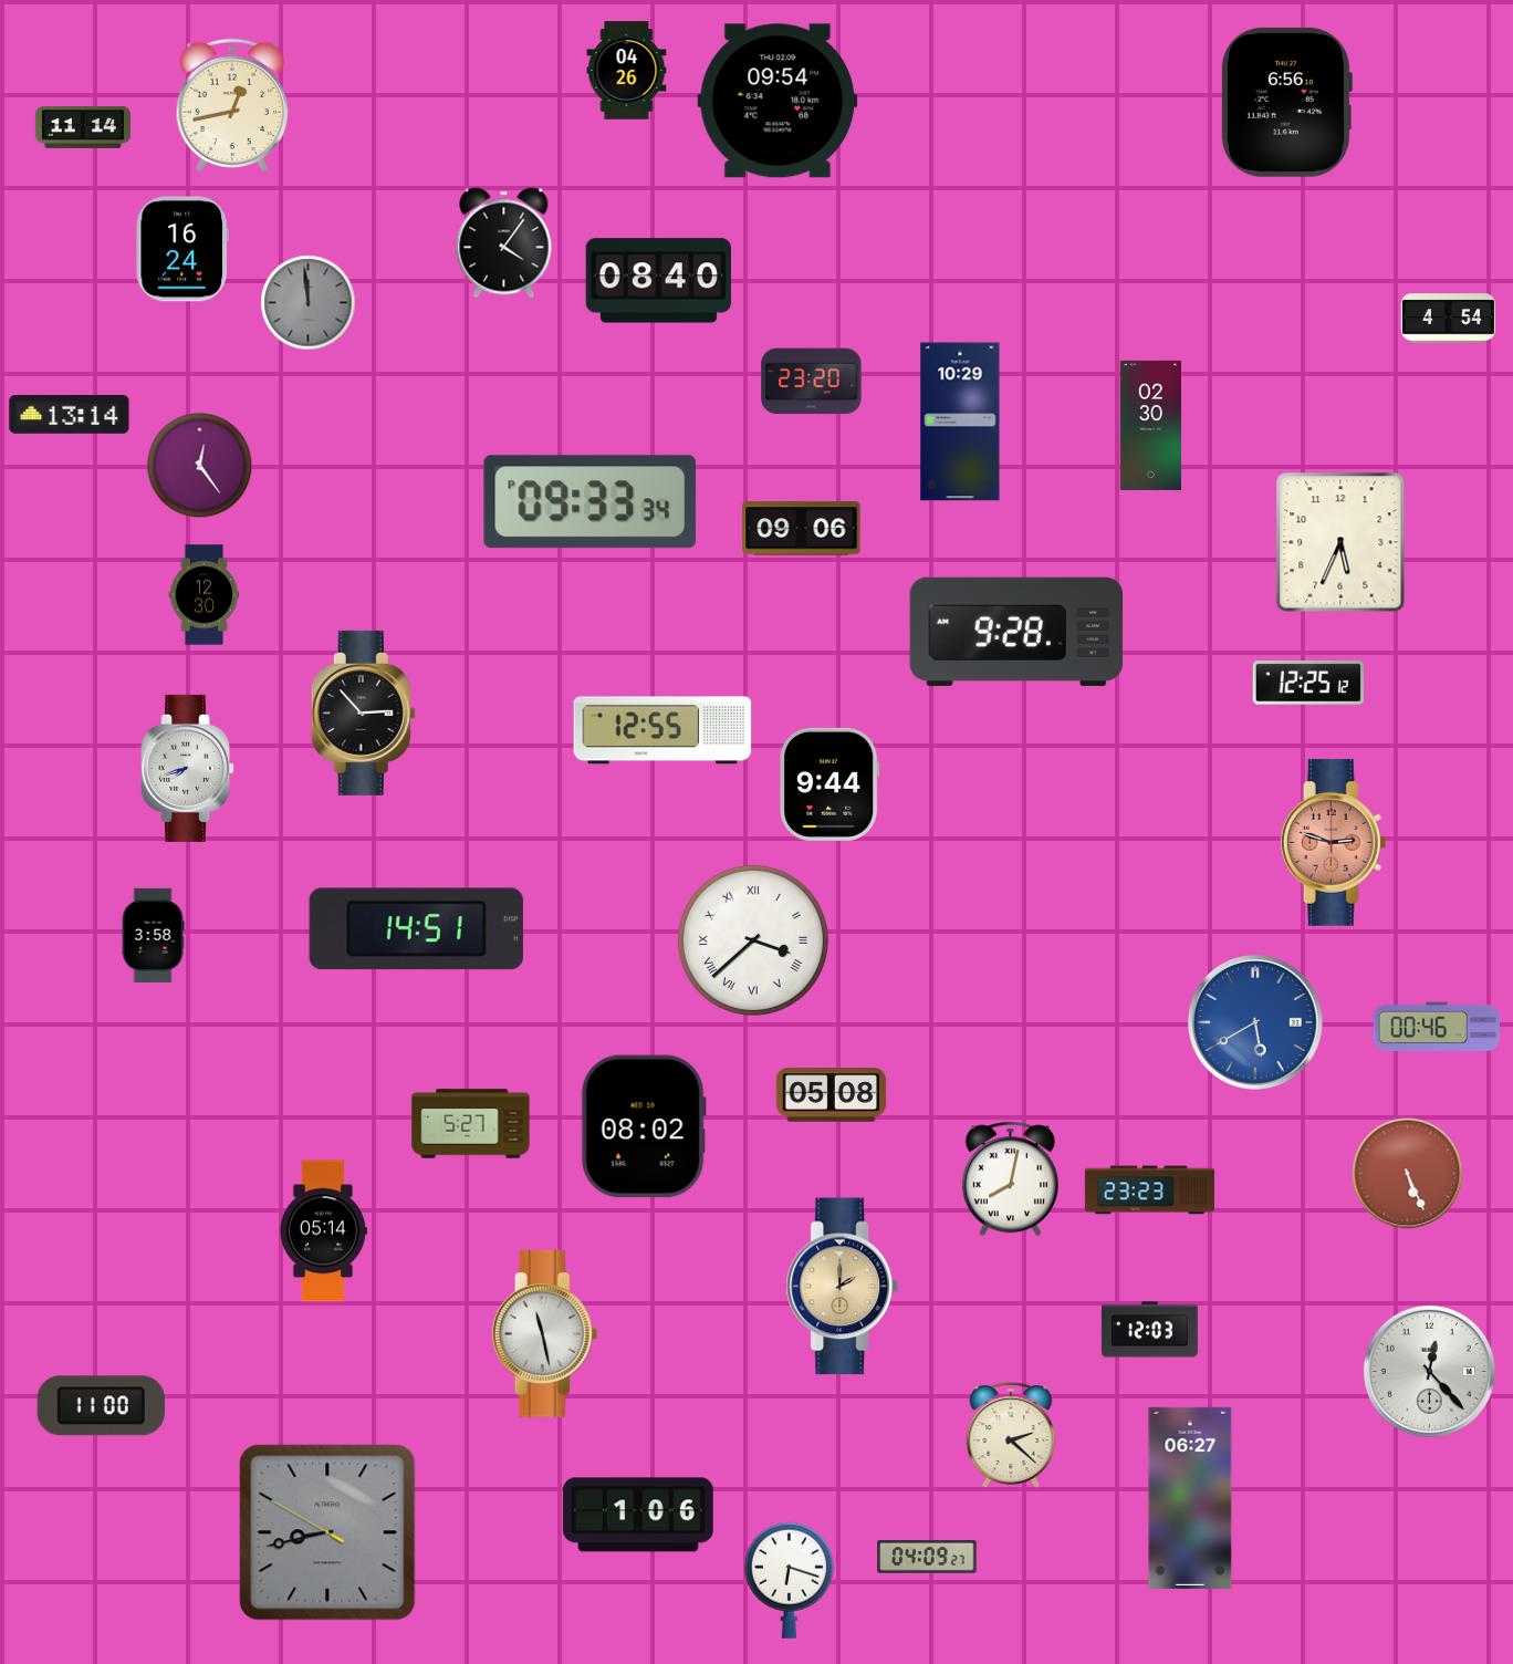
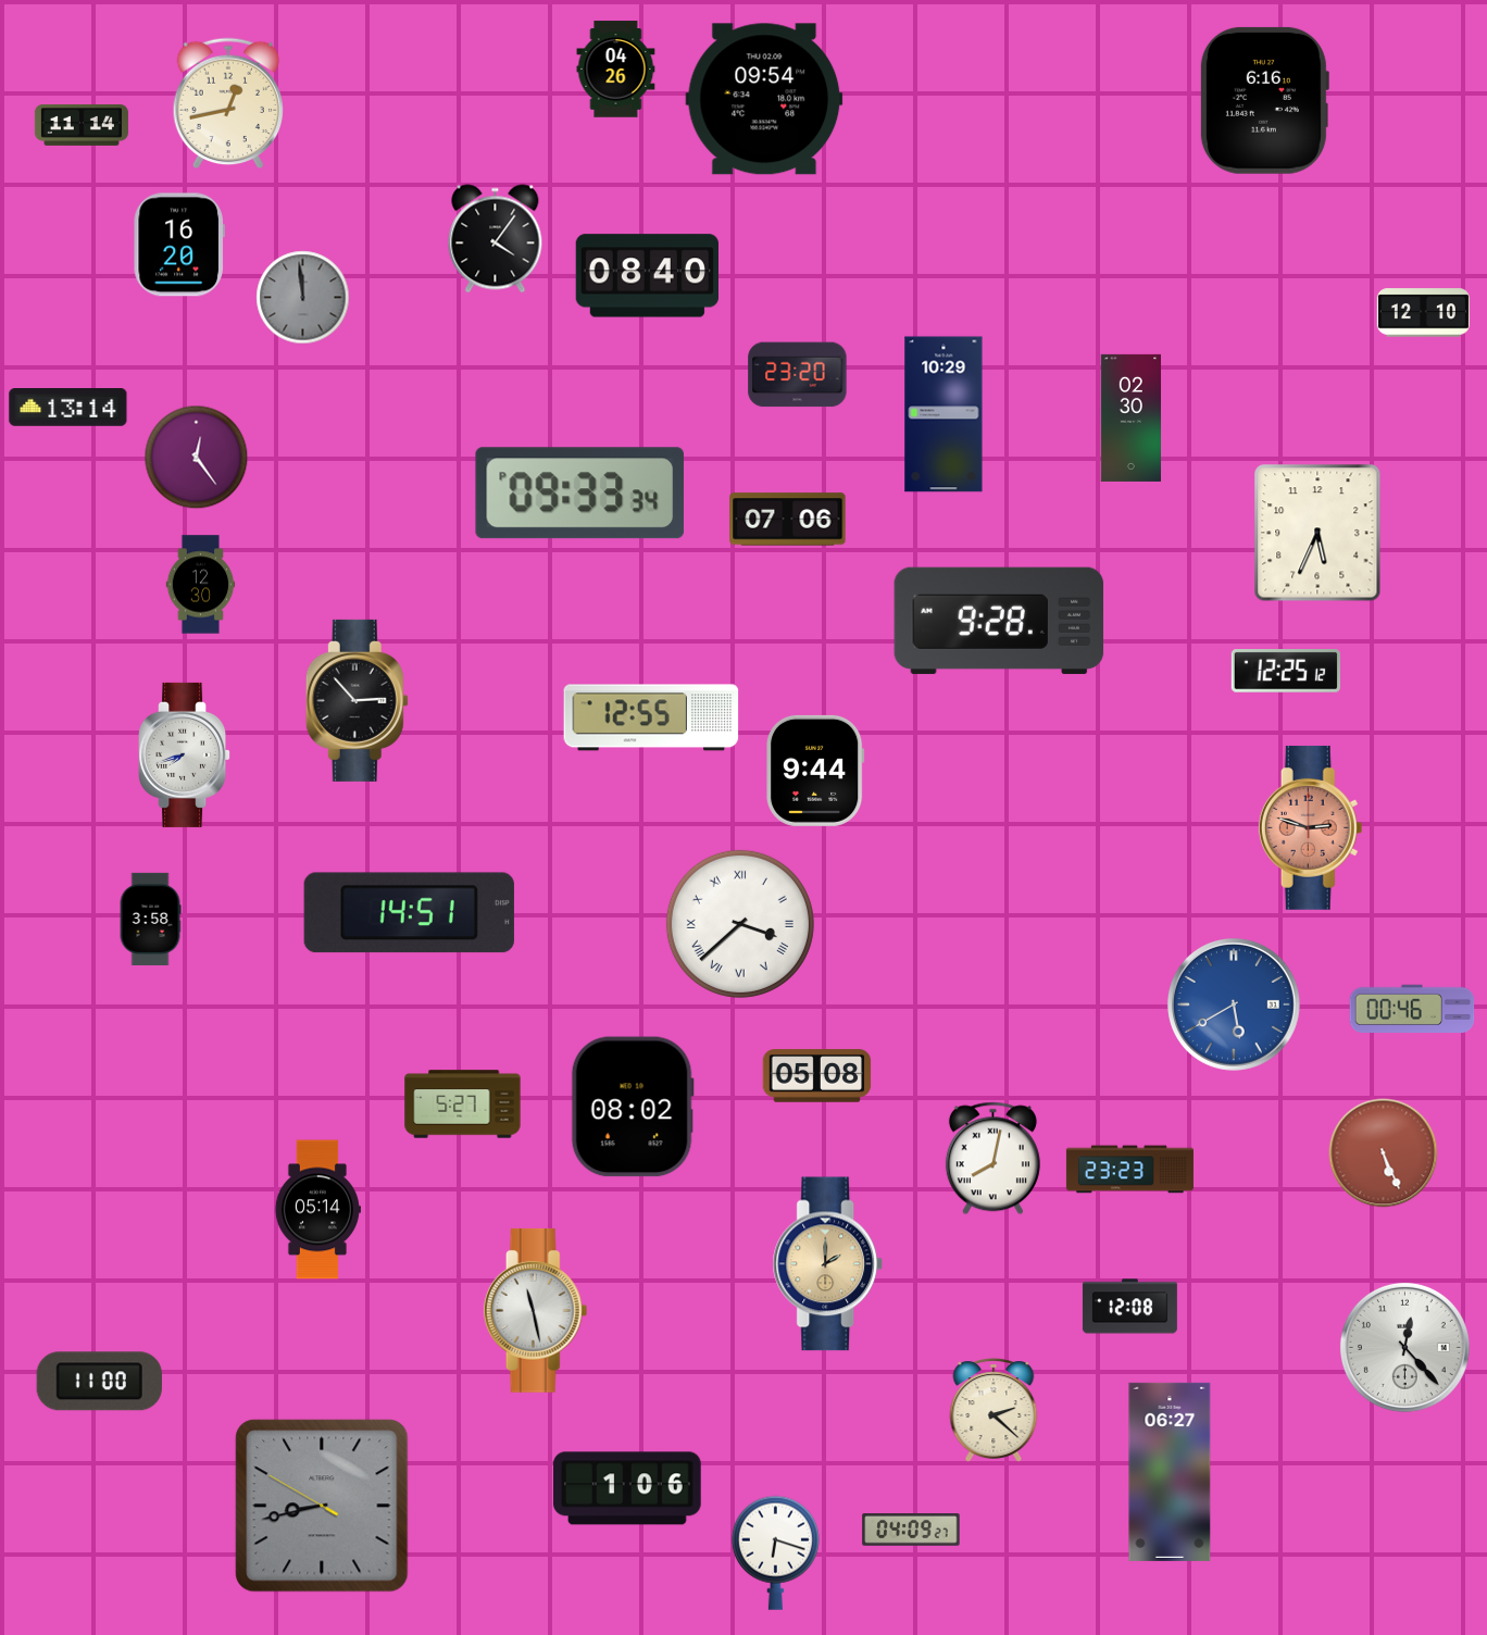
clock at (1286, 102): 6:56 -> 6:16
clock at (182, 249): 16:24 -> 16:20
clock at (1448, 319): 4:54 -> 12:10
clock at (802, 529): 09:06 -> 07:06
clock at (1149, 1330): 12:03 -> 12:08
